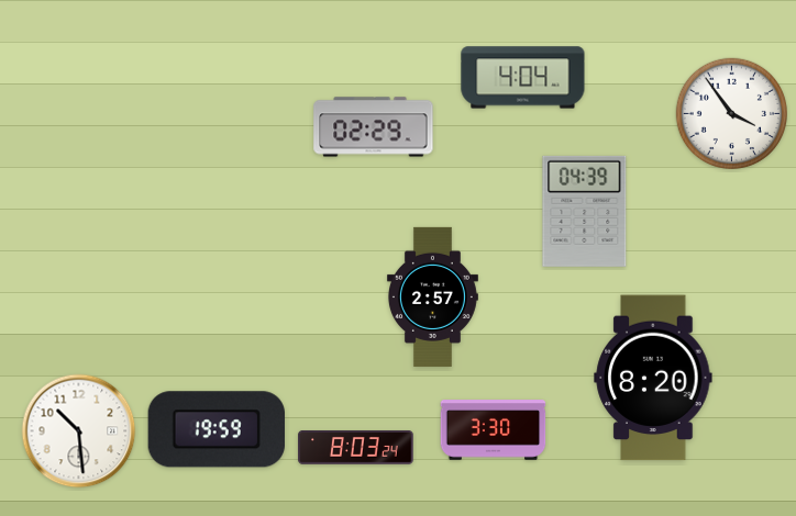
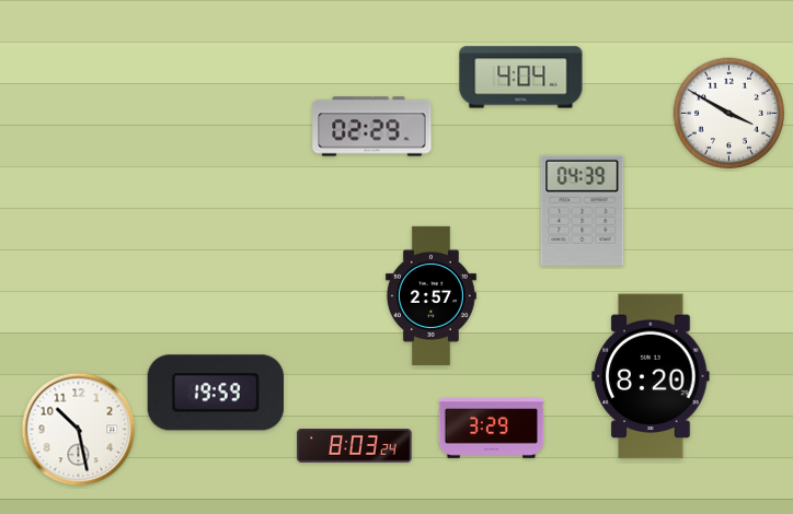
clock at (731, 113): 3:54 -> 3:50
clock at (217, 429) position: (217, 429) -> (216, 393)
clock at (494, 430): 3:30 -> 3:29
clock at (79, 431): 10:29 -> 10:28
